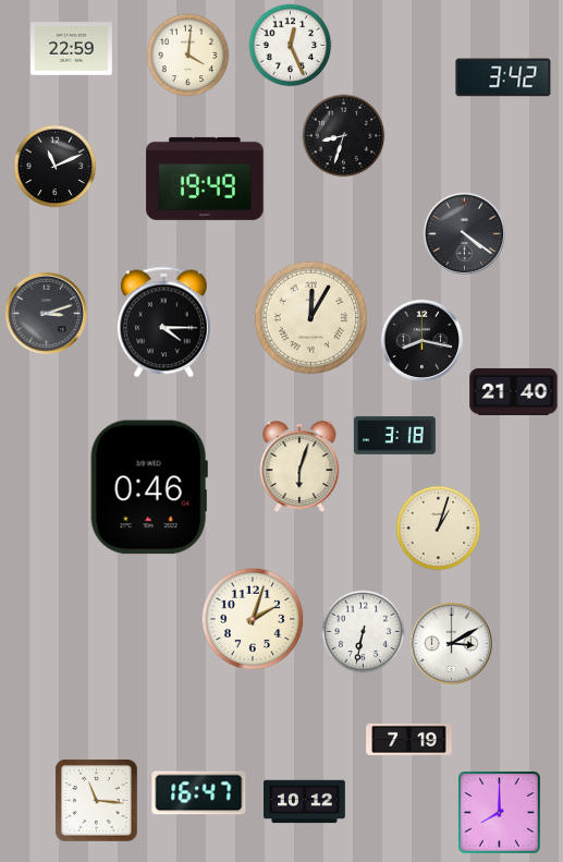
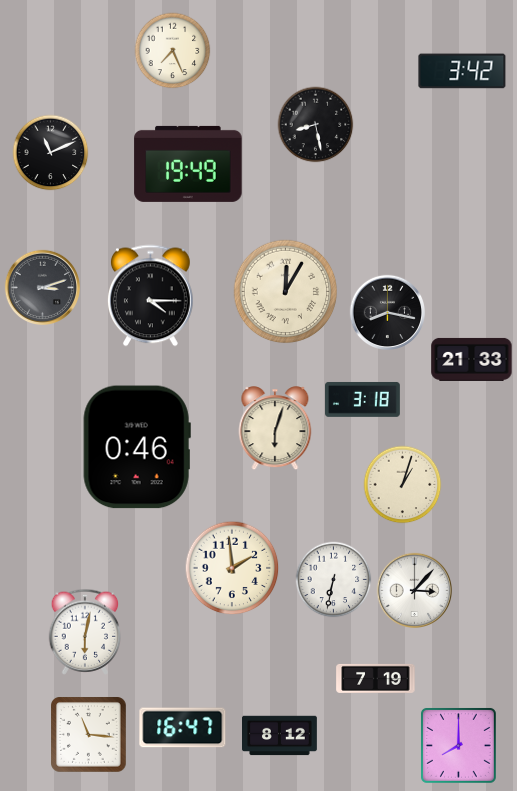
clock at (291, 46): 12:26 -> none
clock at (72, 49): 22:59 -> none
clock at (188, 56): 4:01 -> 7:26
clock at (344, 136): 8:33 -> 8:28
clock at (464, 233): 4:21 -> none
clock at (514, 391): 21:40 -> 21:33
clock at (253, 619): 2:03 -> 1:59
clock at (451, 643): 3:10 -> 3:07
clock at (85, 632): none -> 6:02
clock at (305, 802): 10:12 -> 8:12
